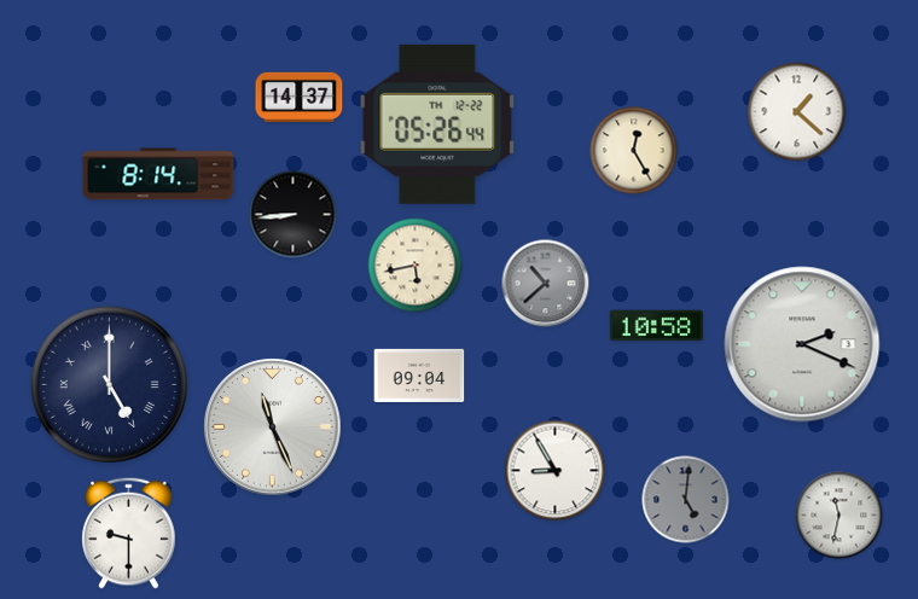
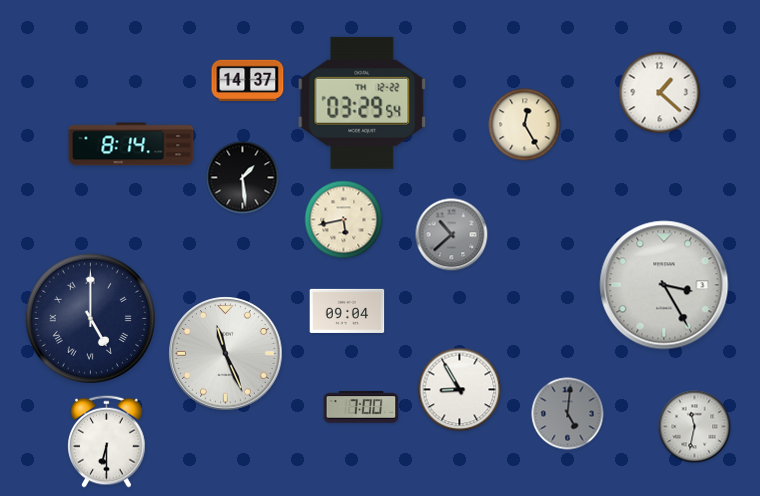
clock at (437, 124): 05:26 -> 03:29
clock at (294, 215): 8:44 -> 1:29
clock at (656, 326): 10:58 -> none
clock at (802, 344): 2:19 -> 3:25
clock at (361, 407): none -> 7:00
clock at (129, 533): 9:30 -> 6:30
